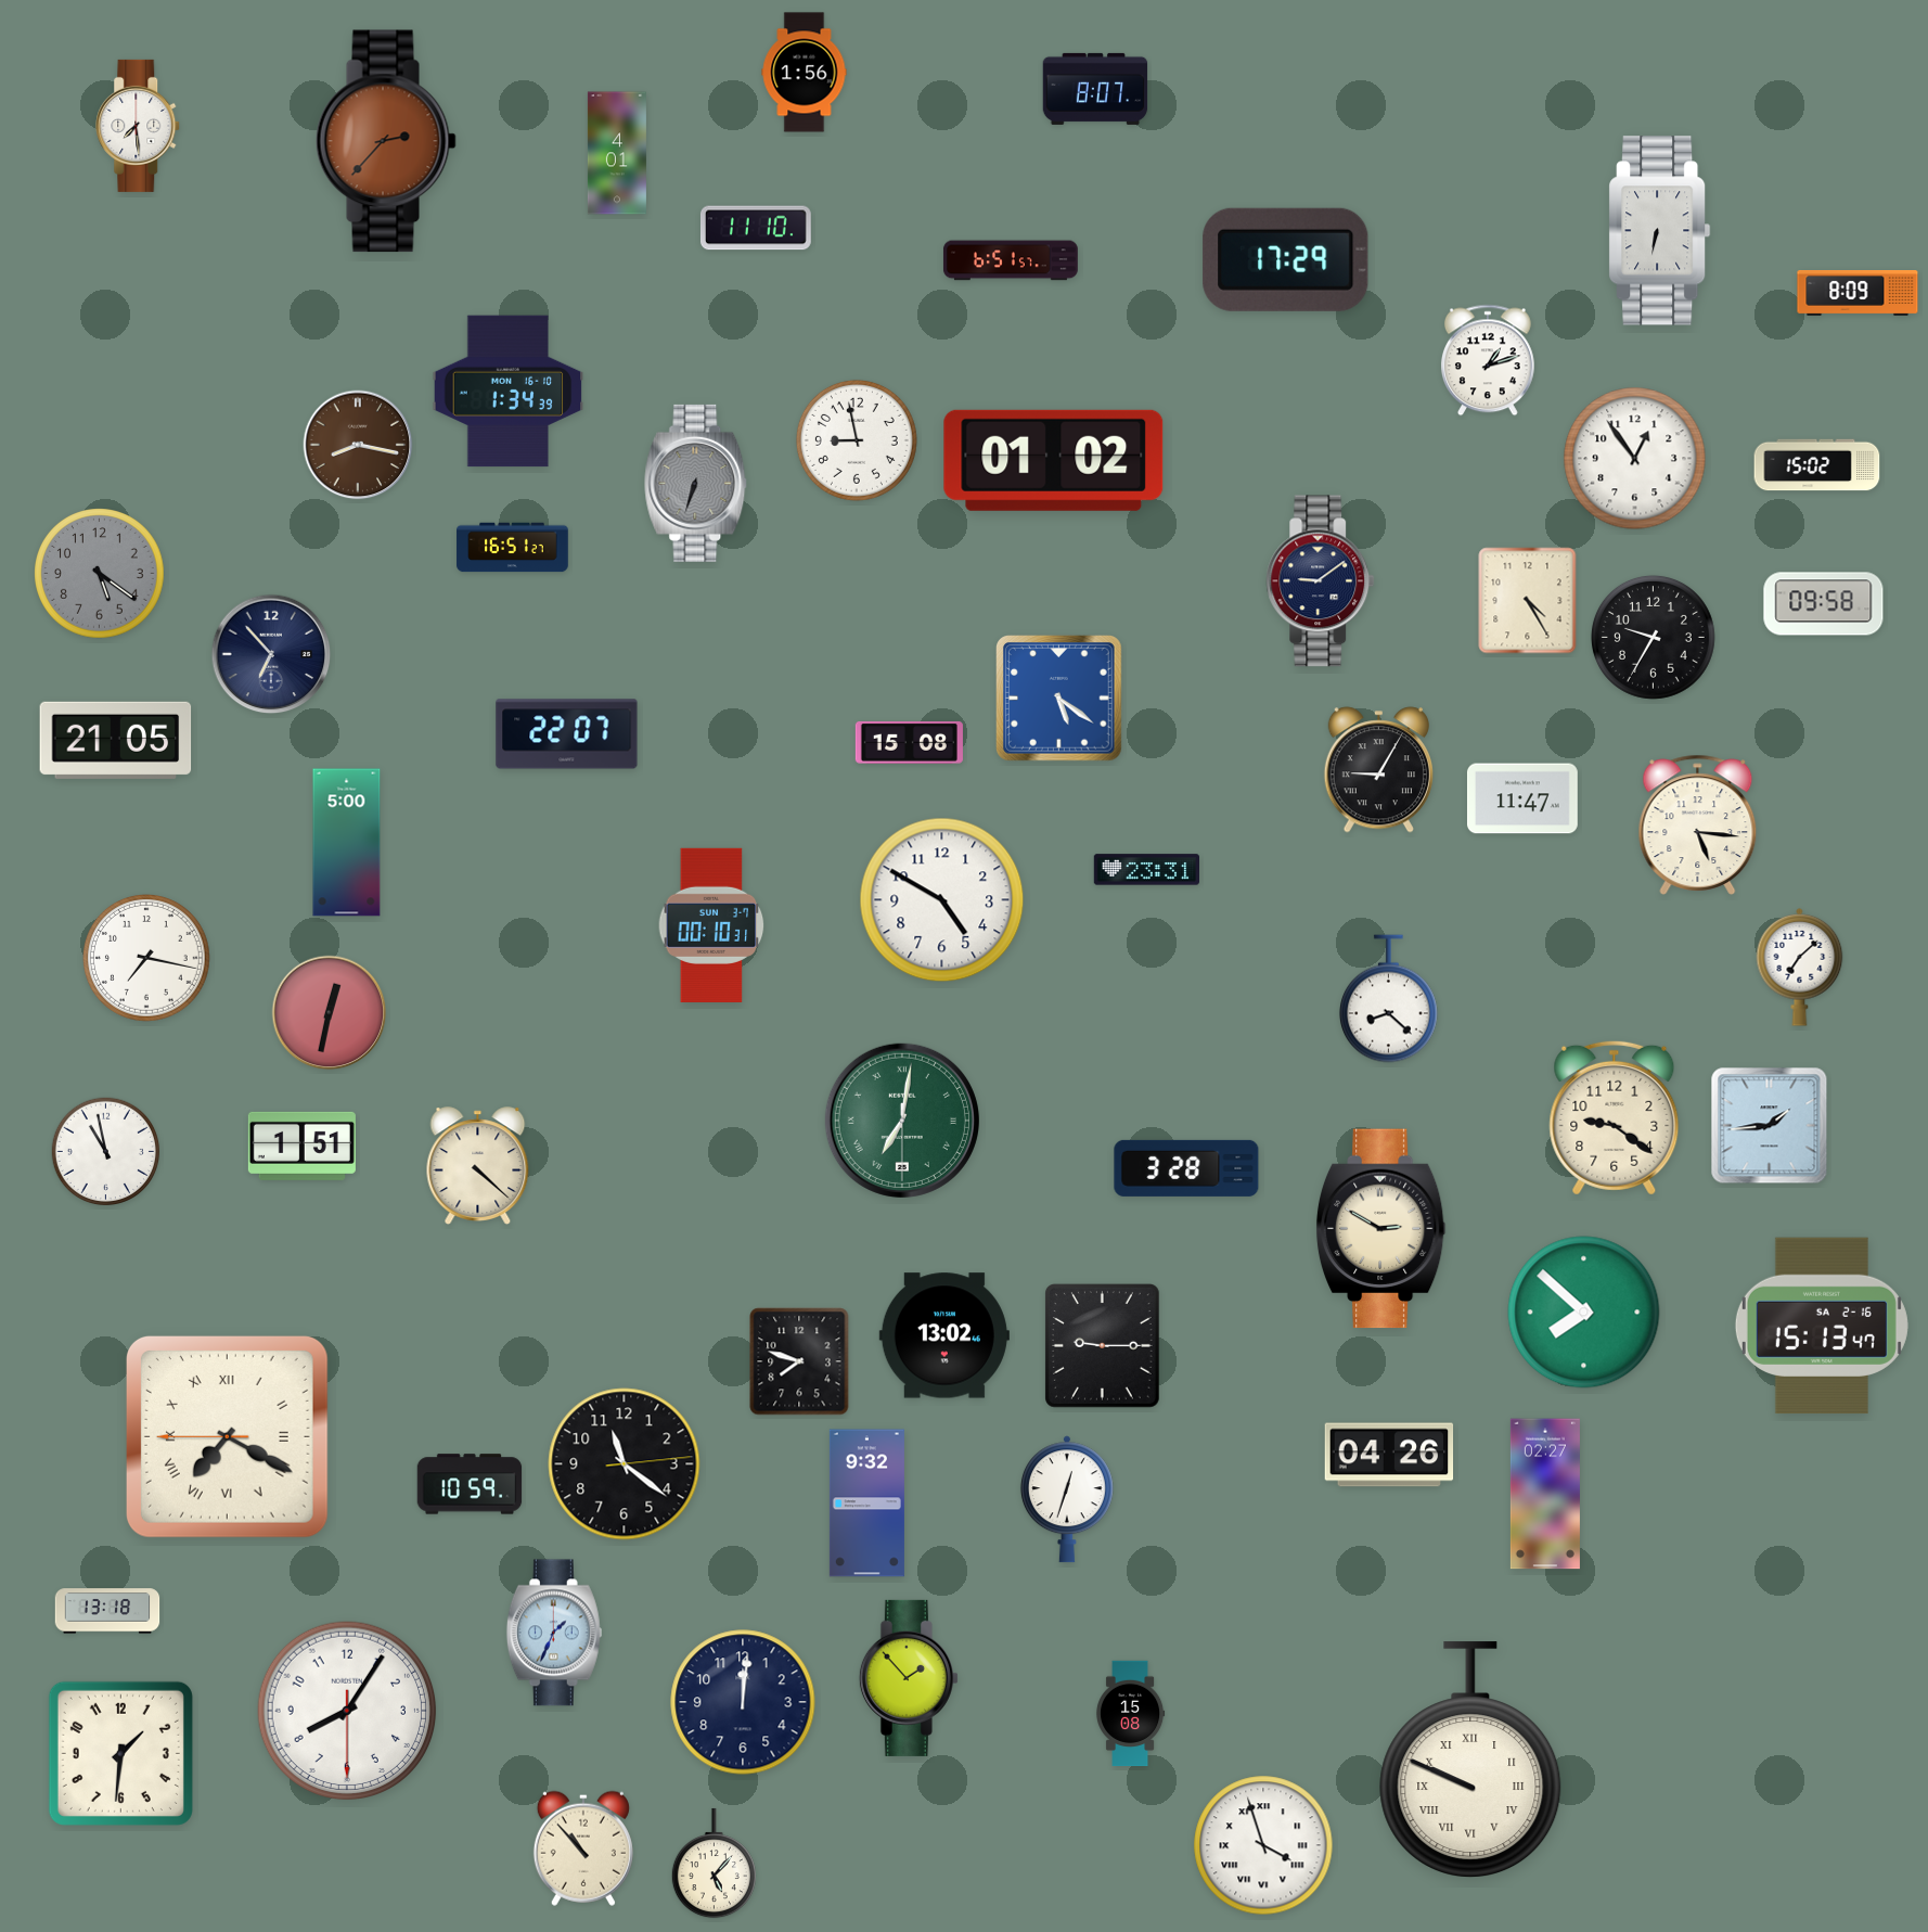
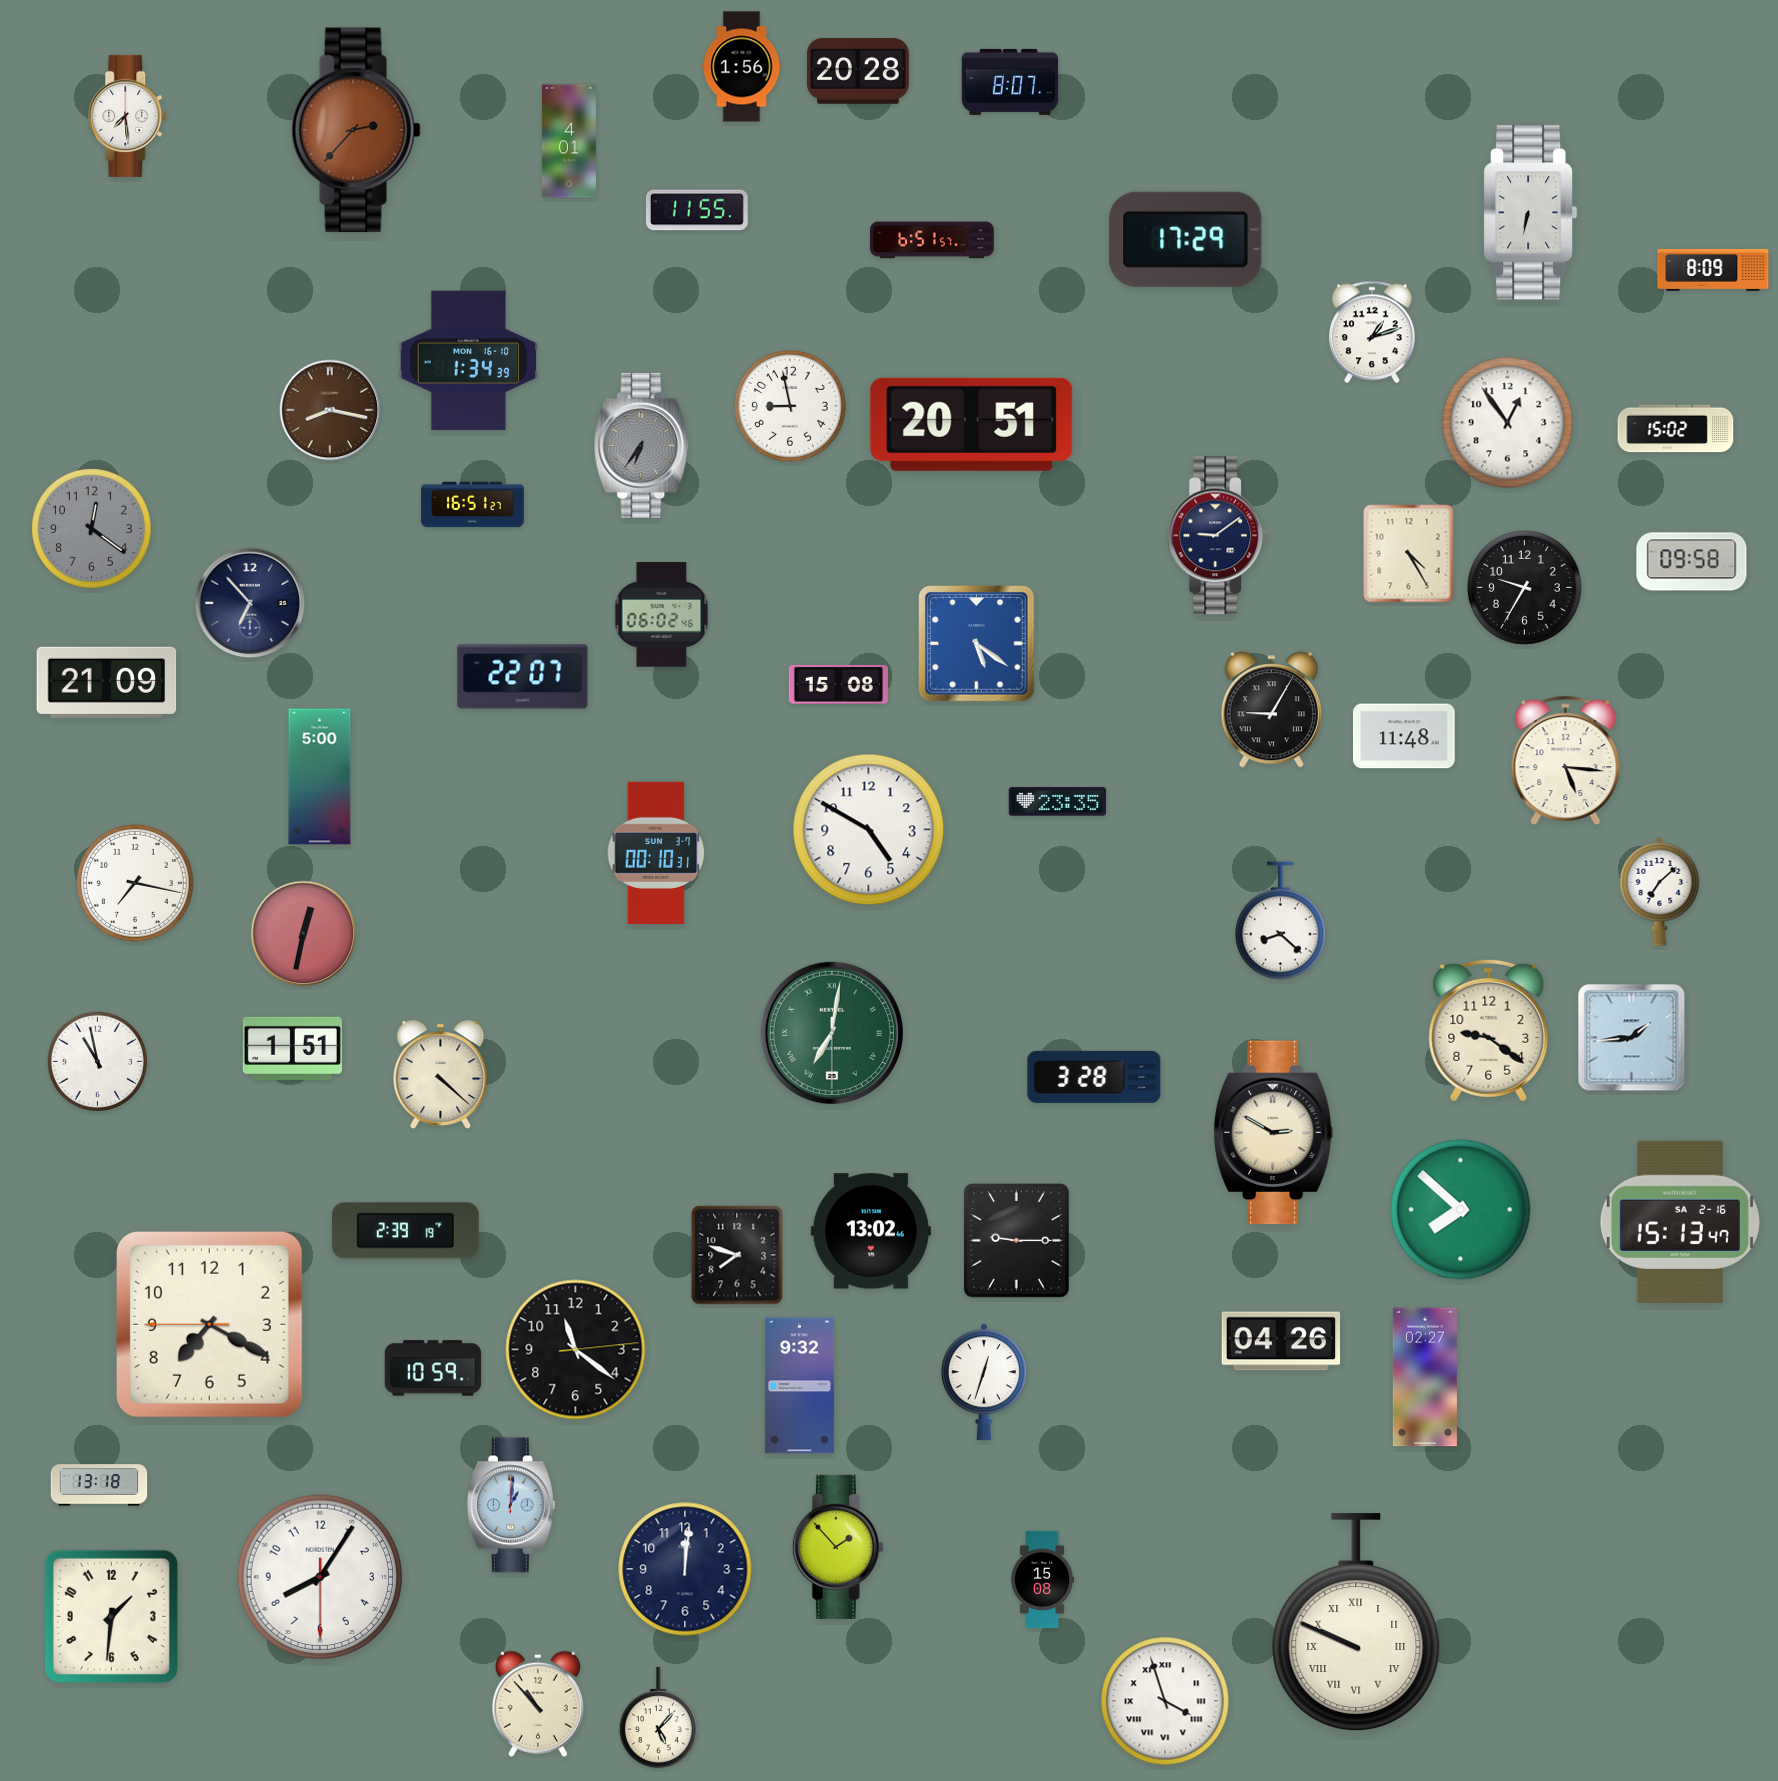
clock at (858, 71): none -> 20:28
clock at (756, 228): 11:10 -> 11:55
clock at (1054, 460): 01:02 -> 20:51
clock at (696, 483): 6:33 -> 6:36
clock at (100, 574): 5:21 -> 12:21
clock at (1824, 604) position: (1824, 604) -> (1692, 562)
clock at (662, 615): none -> 06:02
clock at (116, 740): 21:05 -> 21:09
clock at (1522, 798): 11:47 -> 11:48
clock at (1147, 870): 23:31 -> 23:35
clock at (301, 1146) position: (301, 1146) -> (292, 1048)
clock at (405, 1231): none -> 2:39
clock at (227, 1436) numerals: Roman -> Arabic
clock at (554, 1633): 1:34 -> 1:01
